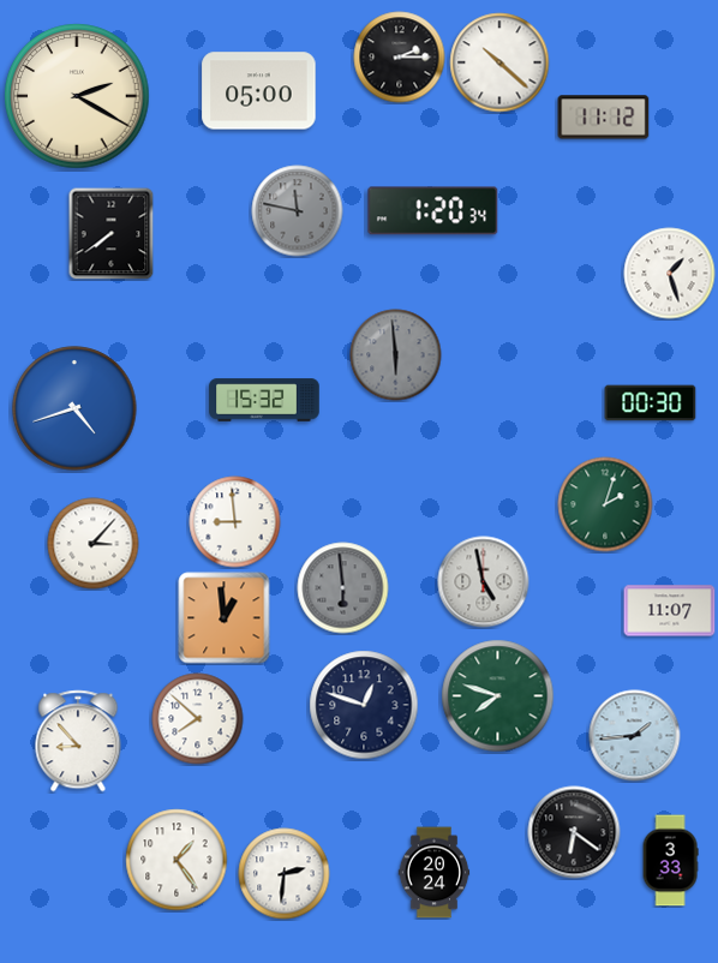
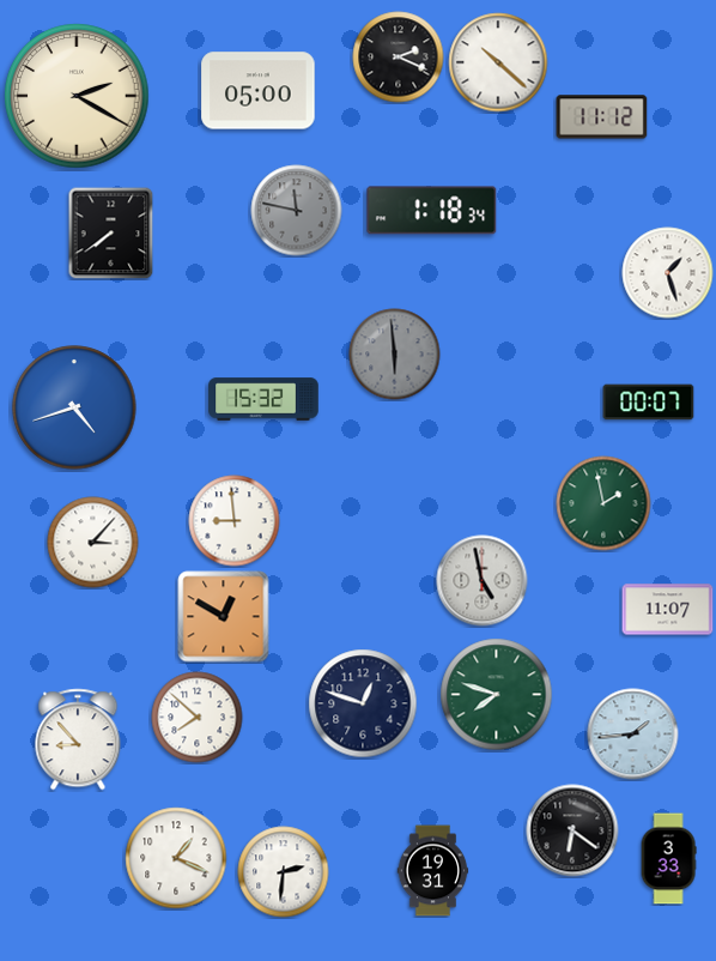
clock at (400, 58): 2:15 -> 2:19
clock at (433, 211): 1:20 -> 1:18
clock at (651, 403): 00:30 -> 00:07
clock at (605, 504): 2:03 -> 1:58
clock at (343, 588): 5:59 -> none
clock at (225, 618): 12:59 -> 12:50
clock at (176, 860): 1:24 -> 1:19
clock at (435, 873): 20:24 -> 19:31
